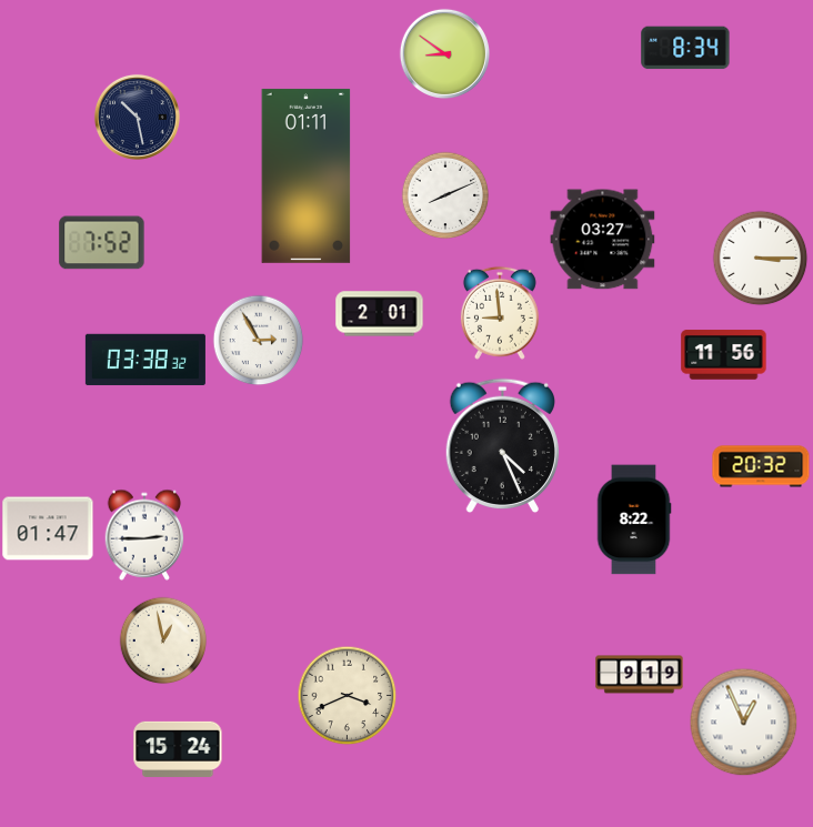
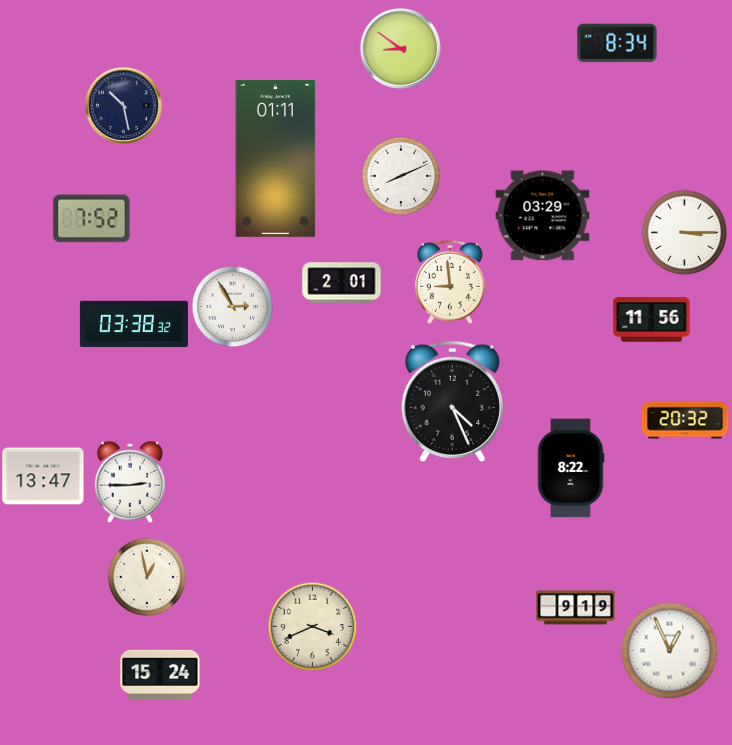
clock at (603, 240): 03:27 -> 03:29
clock at (145, 360) position: (145, 360) -> (134, 324)
clock at (48, 528): 01:47 -> 13:47
